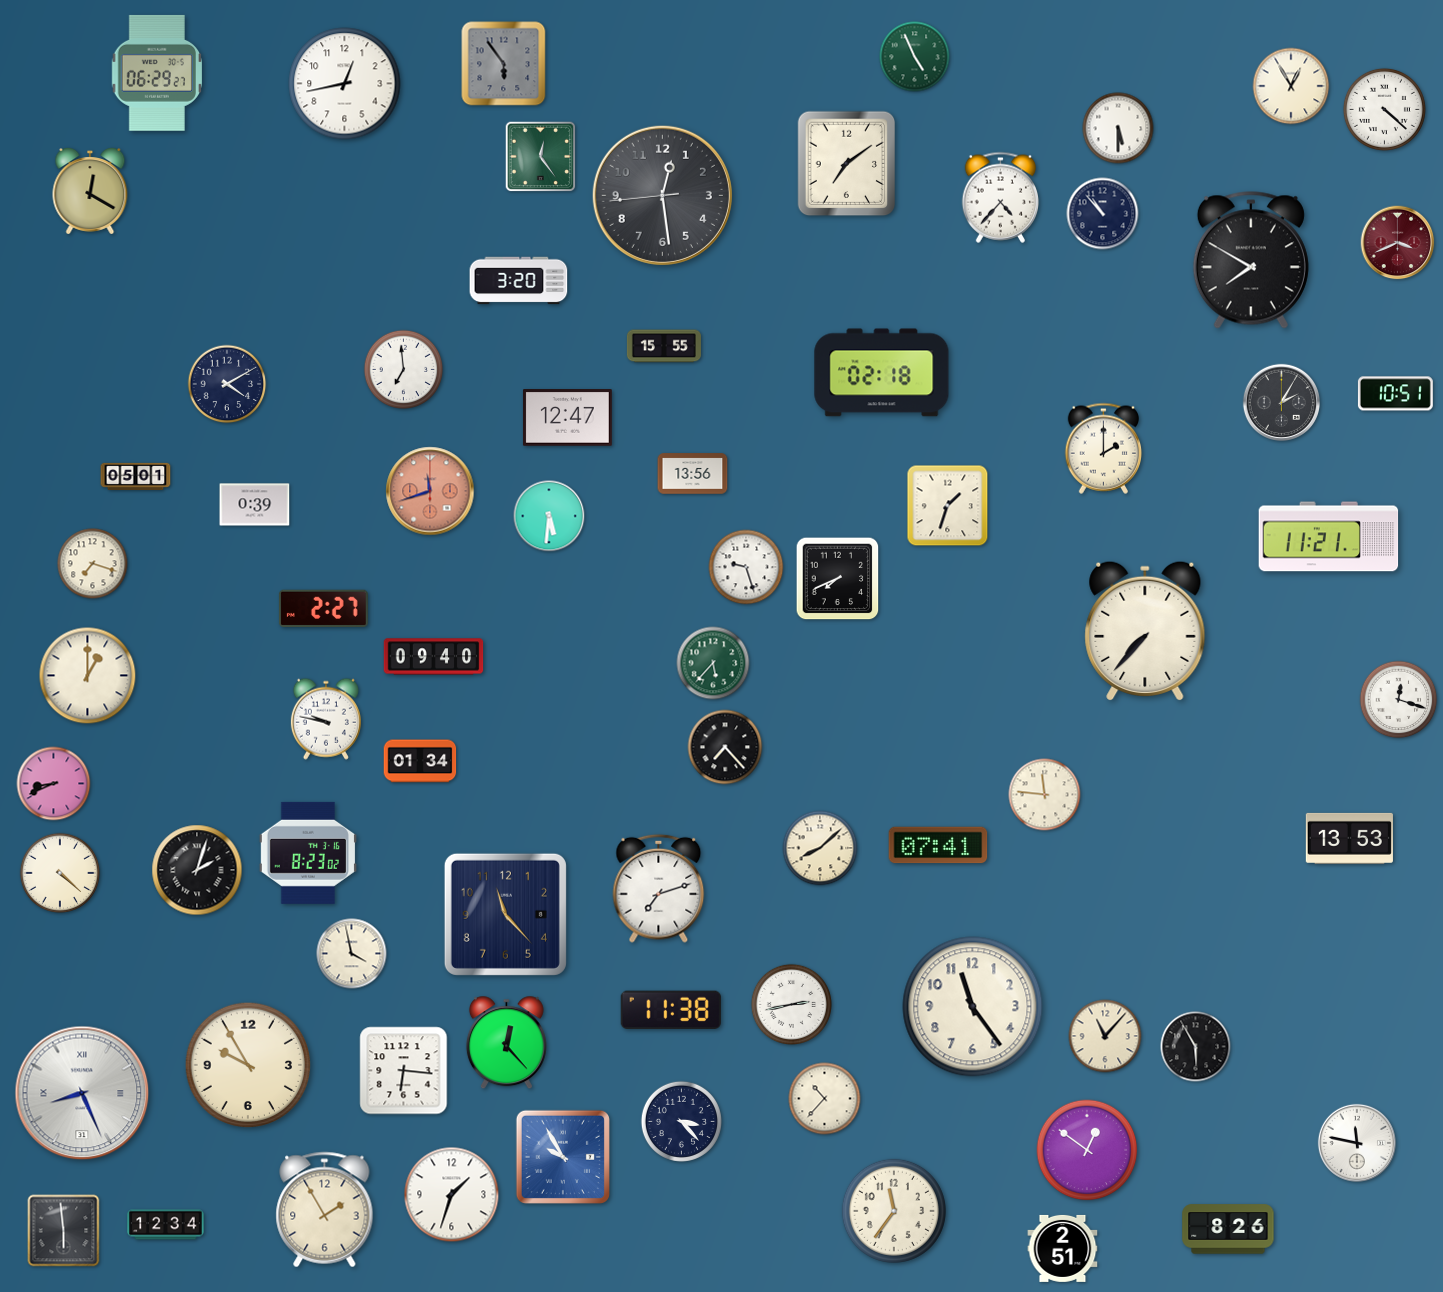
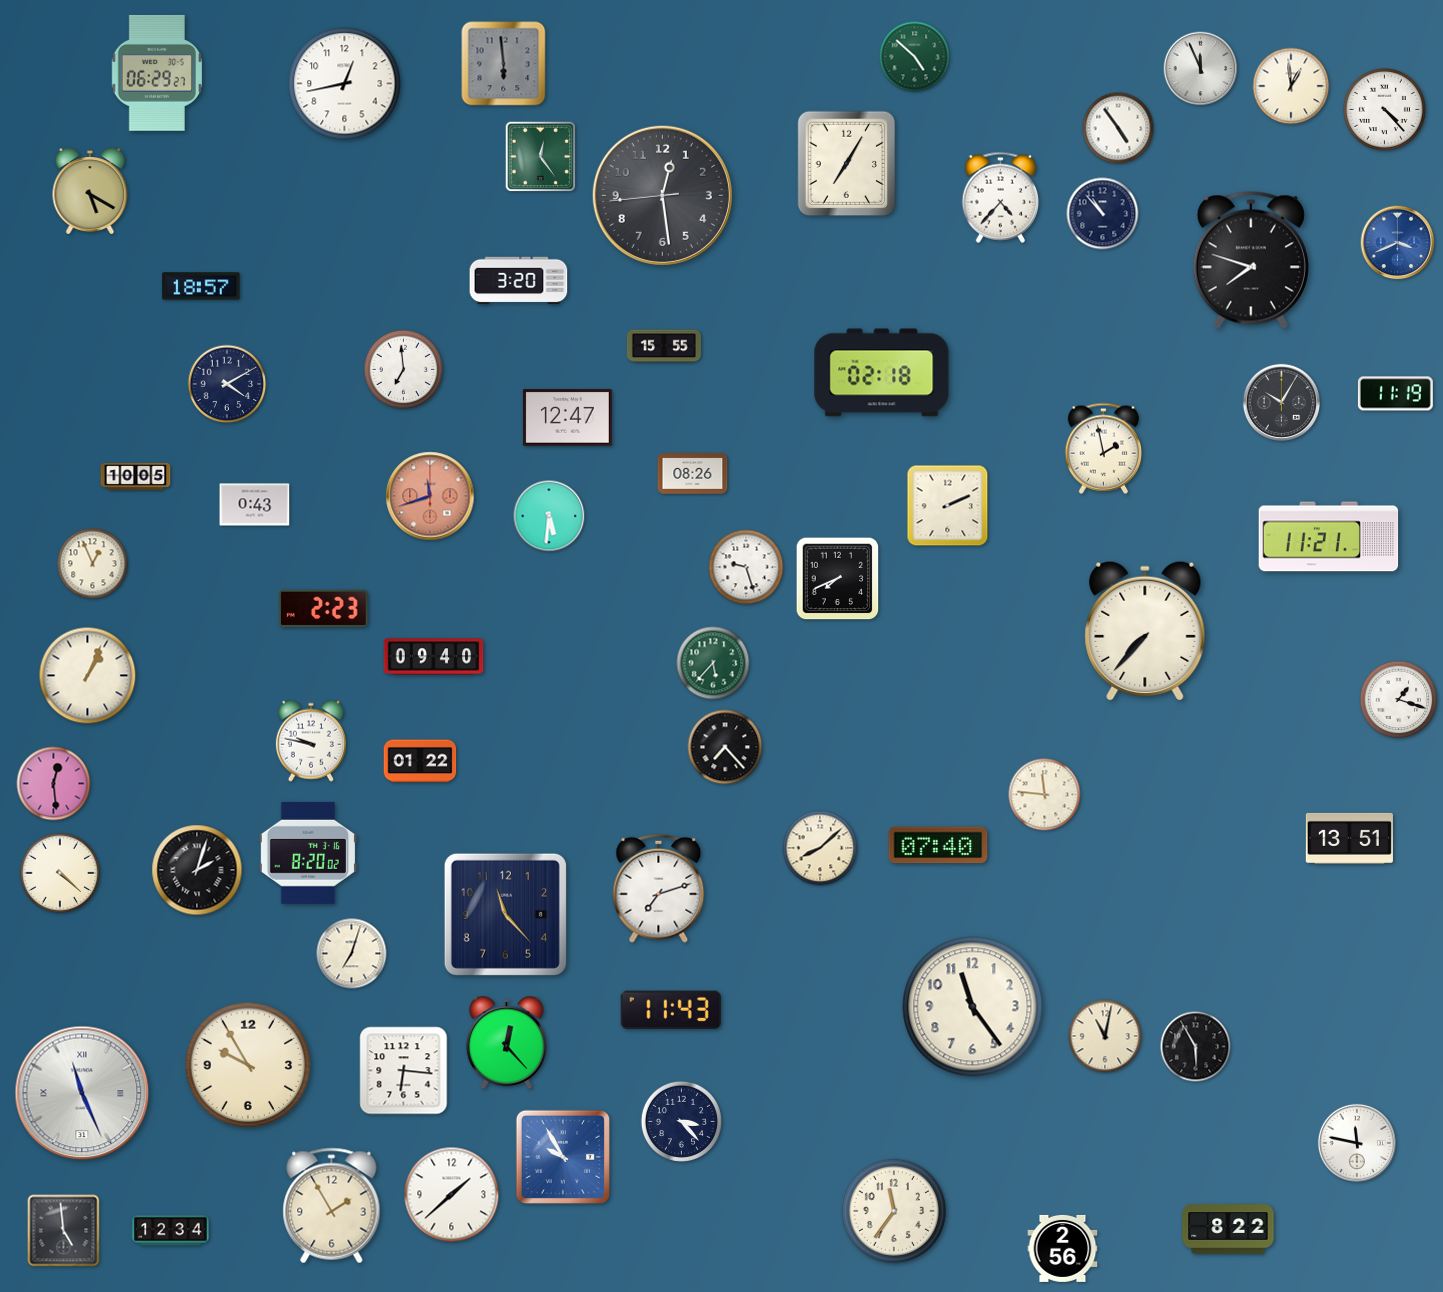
clock at (915, 57): 4:56 -> 4:52
clock at (504, 64): 5:54 -> 5:59
clock at (1201, 69): none -> 11:56
clock at (1291, 86): 12:55 -> 12:59
clock at (1384, 109): 4:22 -> 4:23
clock at (1118, 128): 5:30 -> 4:54
clock at (847, 164): 7:09 -> 7:05
clock at (90, 192): 12:20 -> 5:20
clock at (1398, 243) dial: burgundy -> blue
clock at (1251, 260): 7:50 -> 7:48
clock at (201, 286): none -> 18:57
clock at (1395, 394): 10:51 -> 11:19
clock at (1281, 402): 2:05 -> 10:05
clock at (1104, 448): 2:00 -> 1:58
clock at (693, 474): 13:56 -> 08:26
clock at (136, 476): 05:01 -> 10:05
clock at (430, 491) position: (430, 491) -> (430, 496)
clock at (255, 505): 0:39 -> 0:43
clock at (948, 506): 1:33 -> 2:11
clock at (93, 564): 7:18 -> 12:56
clock at (323, 609): 2:27 -> 2:23
clock at (88, 676): 1:00 -> 1:04
clock at (1399, 700): 12:18 -> 1:18
clock at (326, 719) position: (326, 719) -> (311, 741)
clock at (420, 761): 01:34 -> 01:22
clock at (54, 784): 8:41 -> 12:29
clock at (1349, 838): 13:53 -> 13:51
clock at (938, 845): 07:41 -> 07:40
clock at (308, 853): 8:23 -> 8:20
clock at (352, 954): 3:58 -> 7:03
clock at (791, 1004): 2:43 -> none
clock at (671, 1010): 11:38 -> 11:43
clock at (1105, 1036): 11:07 -> 11:02
clock at (82, 1093): 8:26 -> 11:26
clock at (825, 1099): 10:37 -> none
clock at (1087, 1150): 12:51 -> none
clock at (452, 1195): 1:33 -> 1:38
clock at (325, 1210) position: (325, 1210) -> (332, 1206)
clock at (166, 1225) position: (166, 1225) -> (171, 1231)
clock at (1228, 1229): 8:26 -> 8:22
clock at (64, 1231): 5:59 -> 4:59
clock at (1063, 1248): 2:51 -> 2:56
